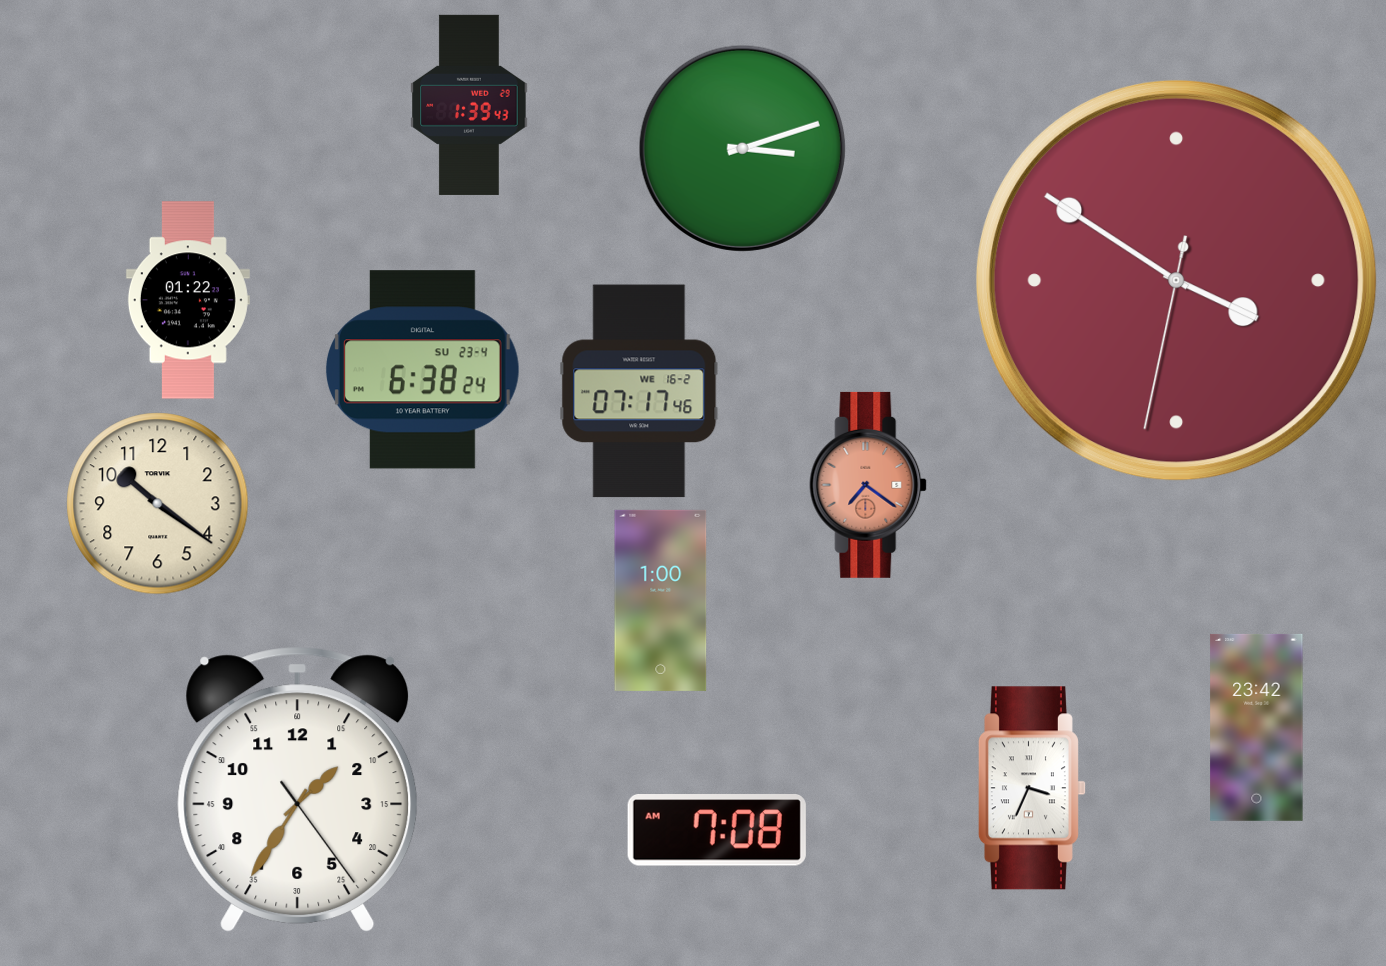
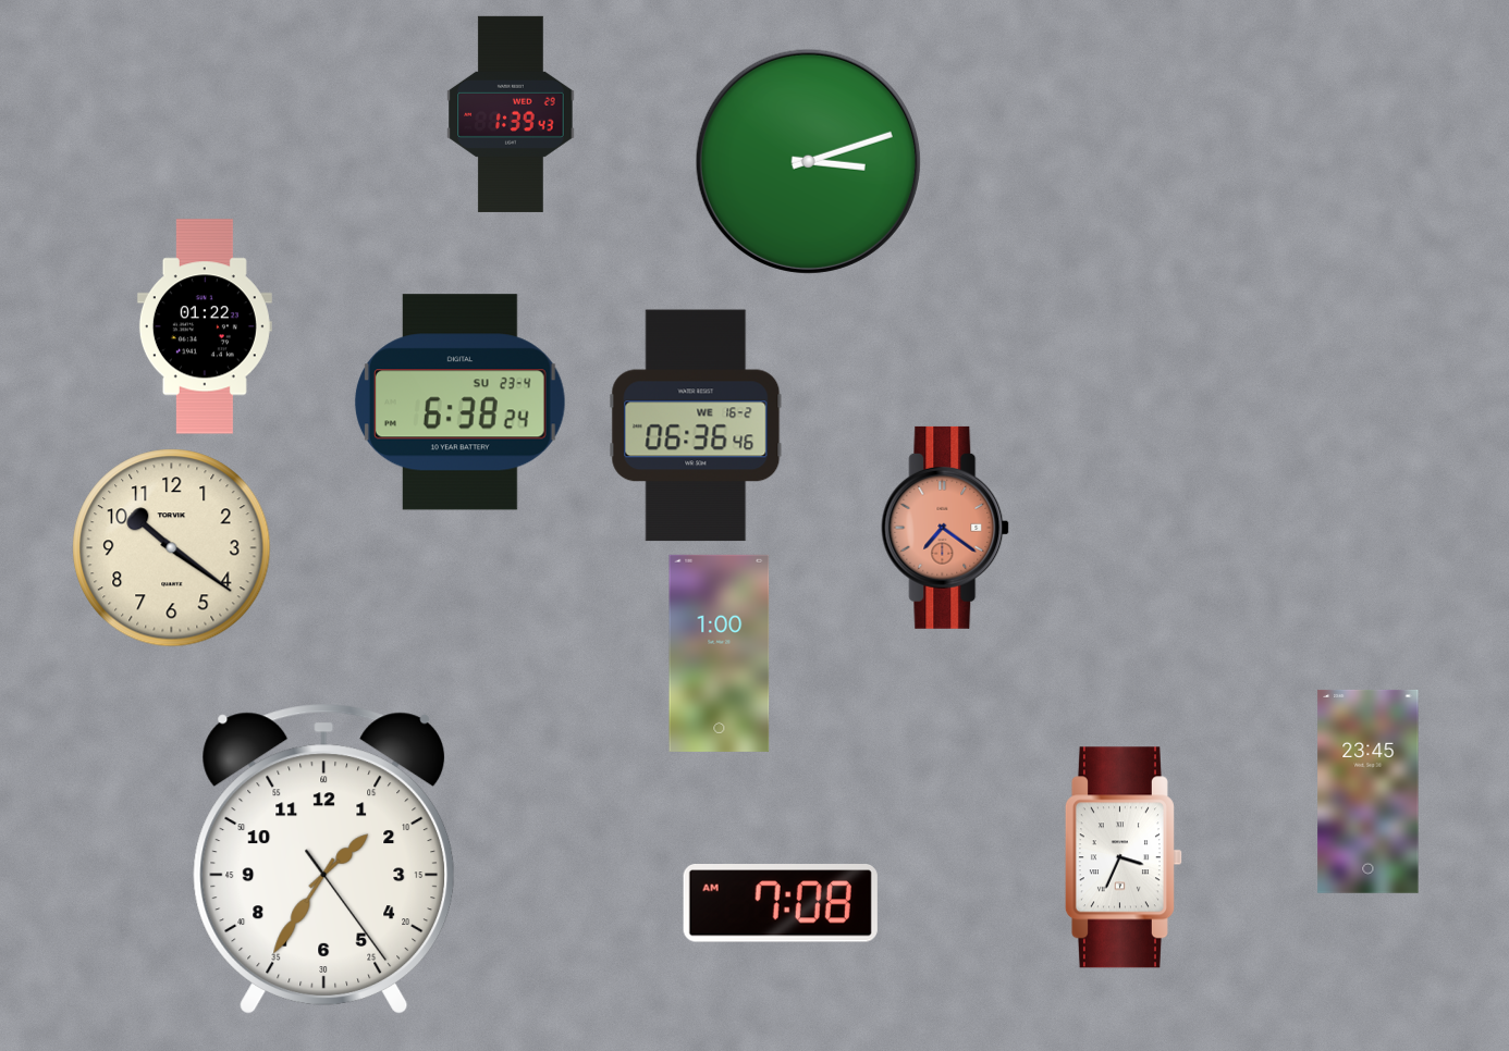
clock at (1176, 280): 3:50 -> none
clock at (639, 391): 07:17 -> 06:36
clock at (1257, 727): 23:42 -> 23:45
